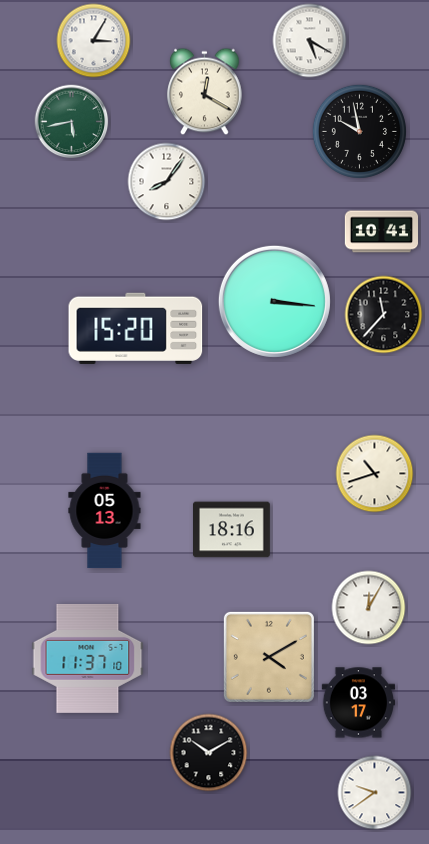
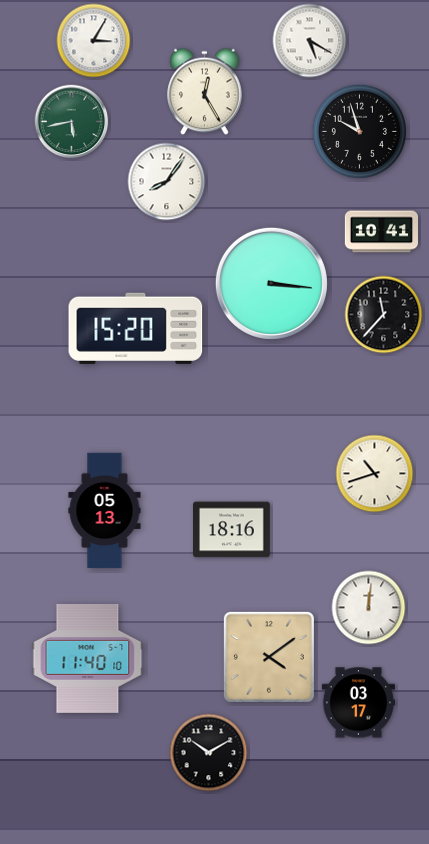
clock at (205, 92): 12:20 -> 12:25
clock at (359, 131): 9:58 -> 9:57
clock at (274, 301) position: (274, 301) -> (271, 283)
clock at (369, 608): 12:05 -> 12:01
clock at (269, 657): 4:10 -> 4:09
clock at (88, 658): 11:37 -> 11:40
clock at (375, 793): 9:39 -> none
